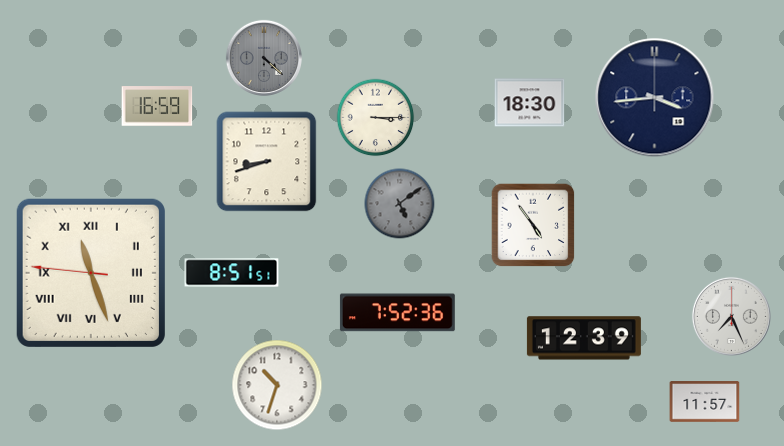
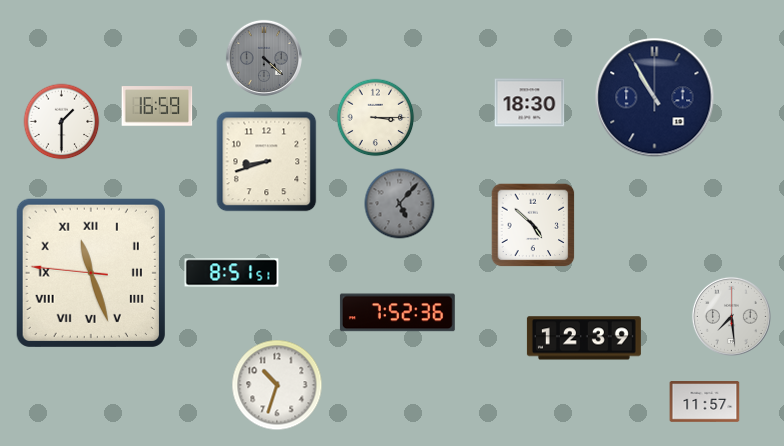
clock at (655, 98): 3:44 -> 10:55
clock at (62, 122): none -> 1:30
clock at (400, 204): 5:09 -> 5:07
clock at (533, 225): 4:54 -> 4:52
clock at (731, 316): 7:26 -> 7:29
